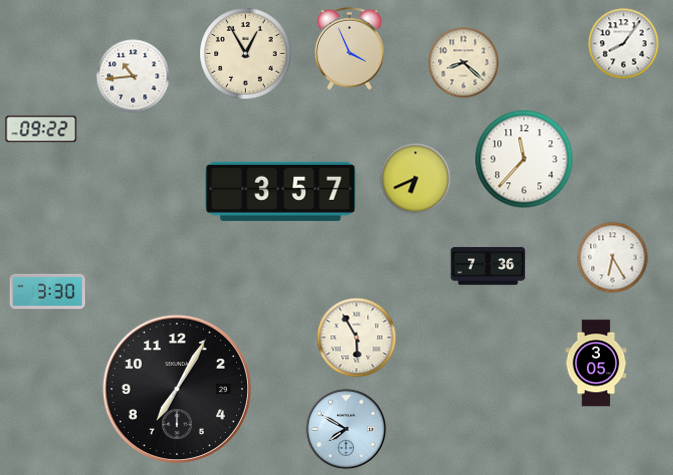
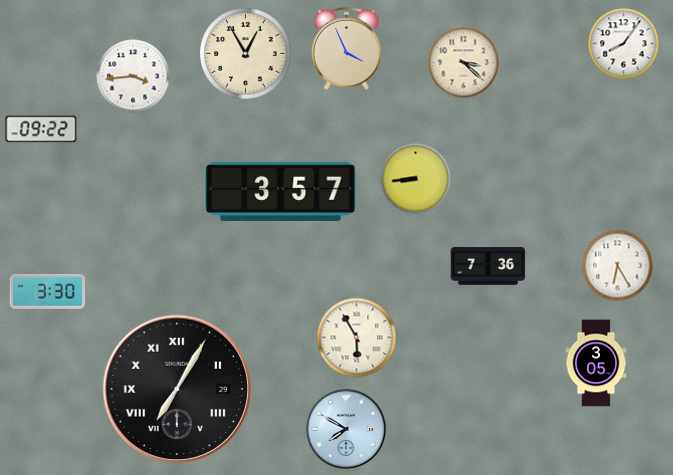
clock at (350, 48) position: (350, 48) -> (347, 48)
clock at (464, 63): 8:22 -> 3:22
clock at (133, 76): 10:44 -> 3:44
clock at (524, 159): 11:37 -> none
clock at (416, 179): 6:41 -> 8:44
clock at (613, 258) position: (613, 258) -> (618, 266)
clock at (177, 389) numerals: Arabic -> Roman
